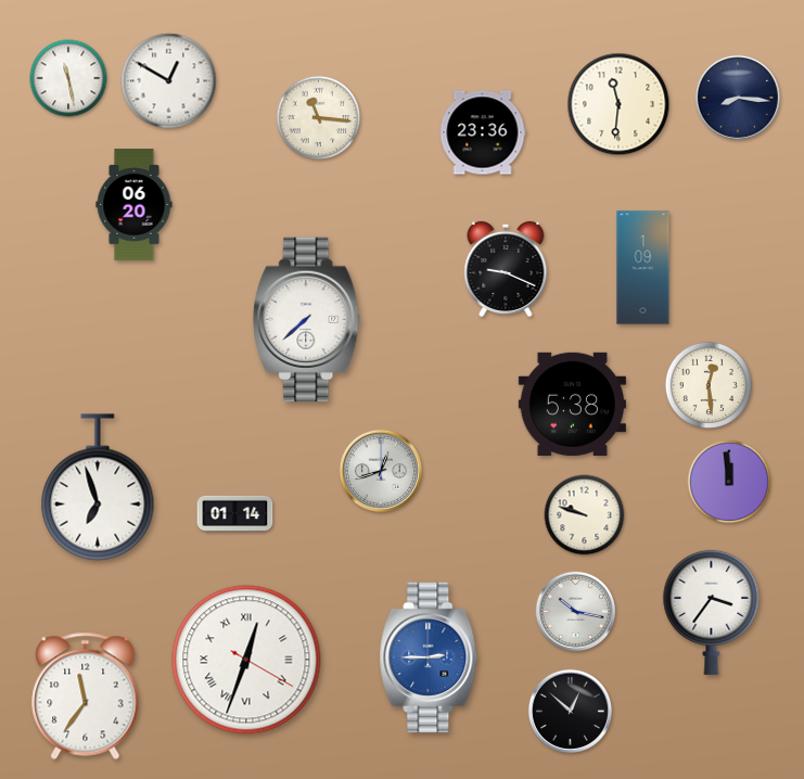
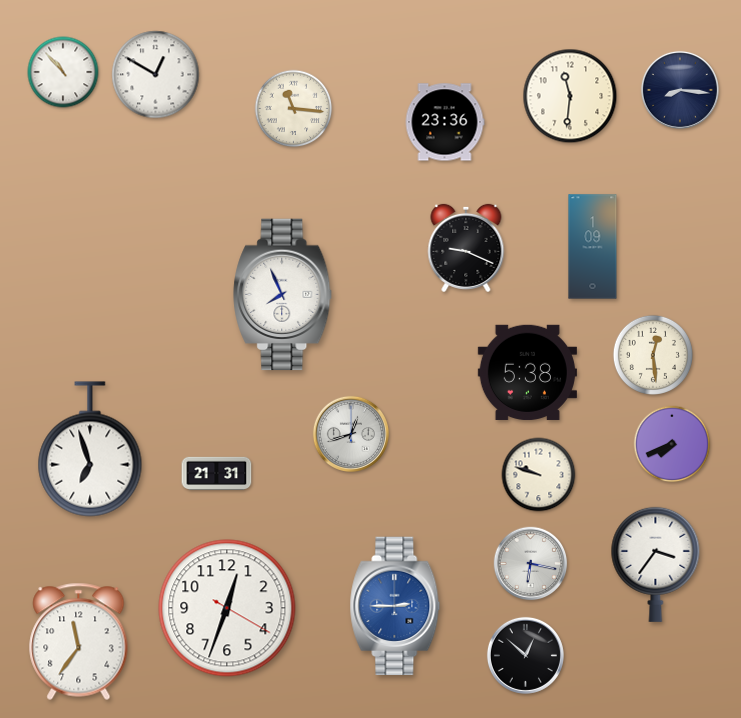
clock at (68, 78): 11:28 -> 10:53
clock at (135, 205): 06:20 -> none
clock at (307, 320): 7:38 -> 7:56
clock at (729, 482): 11:59 -> 7:41
clock at (235, 513): 01:14 -> 21:31
clock at (576, 612): 10:17 -> 6:17
clock at (246, 660) numerals: Roman -> Arabic
